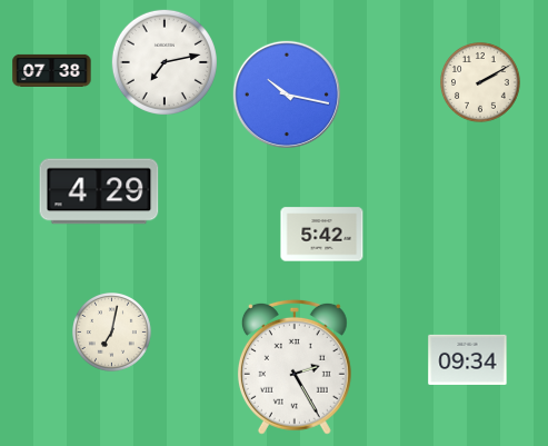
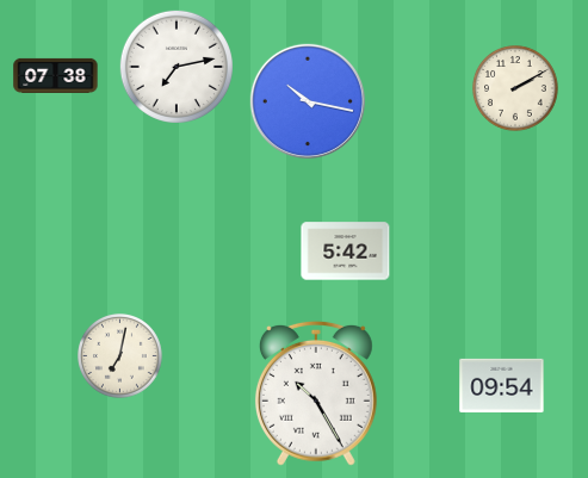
clock at (99, 191): 4:29 -> none
clock at (468, 359): 09:34 -> 09:54
clock at (295, 367): 2:25 -> 10:25
